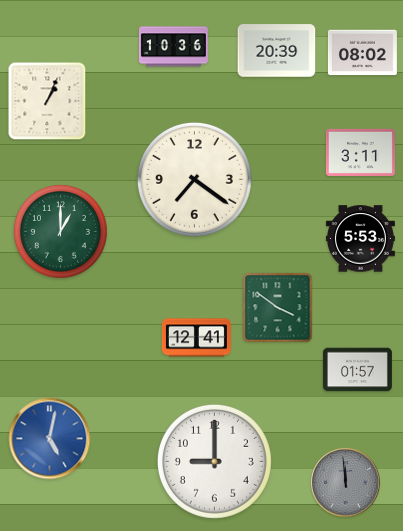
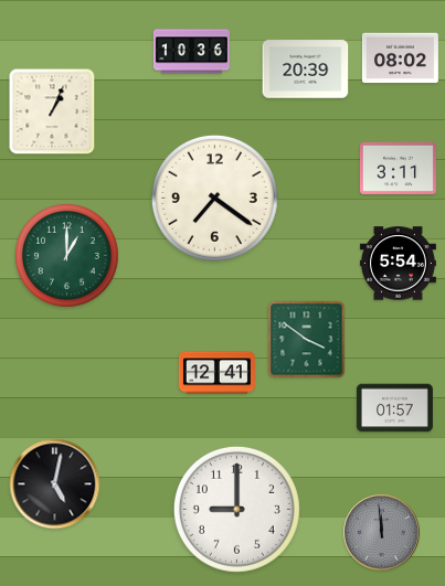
clock at (277, 51) position: (277, 51) -> (306, 70)
clock at (360, 239): 5:53 -> 5:54
clock at (50, 439) dial: blue -> black
